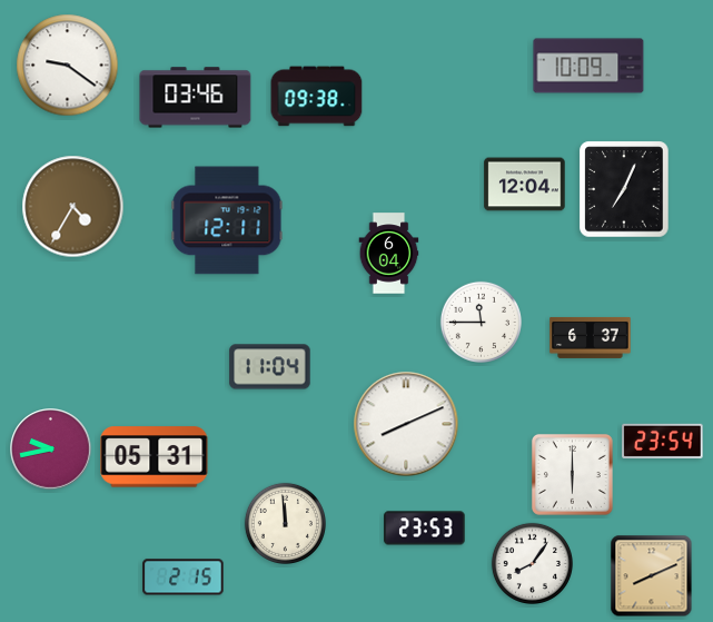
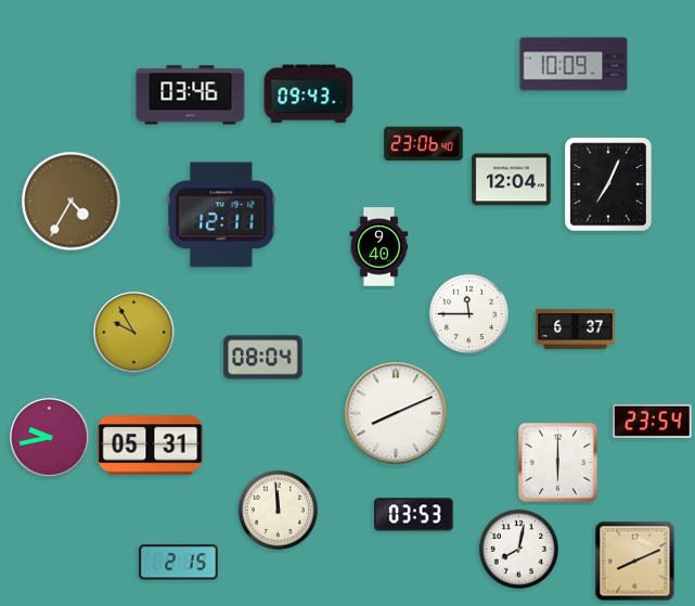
clock at (68, 66): 9:21 -> none
clock at (317, 97): 09:38 -> 09:43
clock at (424, 144): none -> 23:06
clock at (389, 254): 6:04 -> 9:40
clock at (134, 333): none -> 9:55
clock at (270, 367): 11:04 -> 08:04
clock at (663, 441) position: (663, 441) -> (653, 421)
clock at (425, 529): 23:53 -> 03:53
clock at (532, 563): 8:06 -> 8:02
